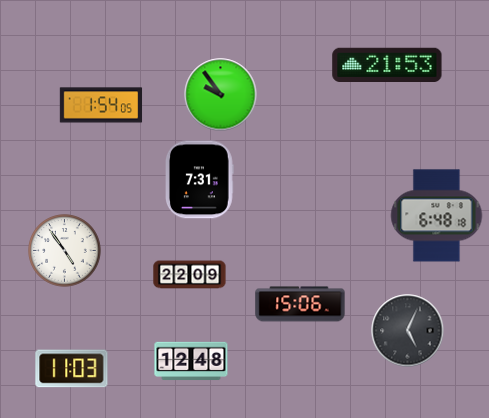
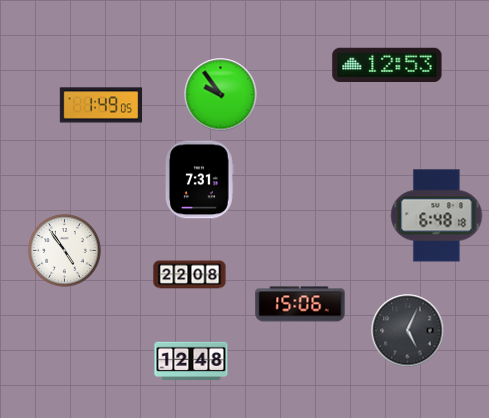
clock at (387, 64): 21:53 -> 12:53
clock at (101, 105): 1:54 -> 1:49
clock at (190, 275): 22:09 -> 22:08
clock at (72, 369): 11:03 -> none
